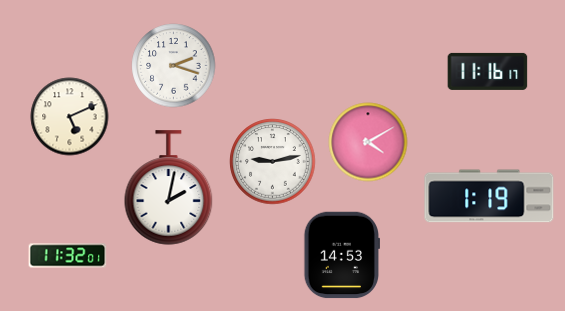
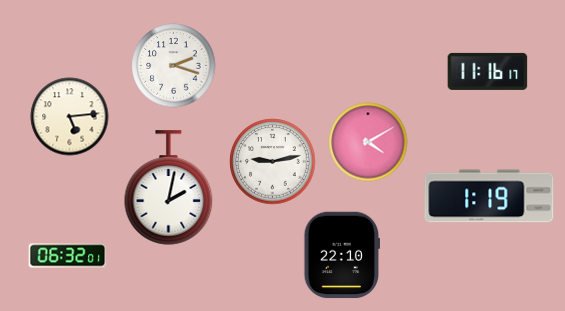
clock at (69, 116): 5:11 -> 5:14
clock at (341, 255): 14:53 -> 22:10
clock at (67, 256): 11:32 -> 06:32
